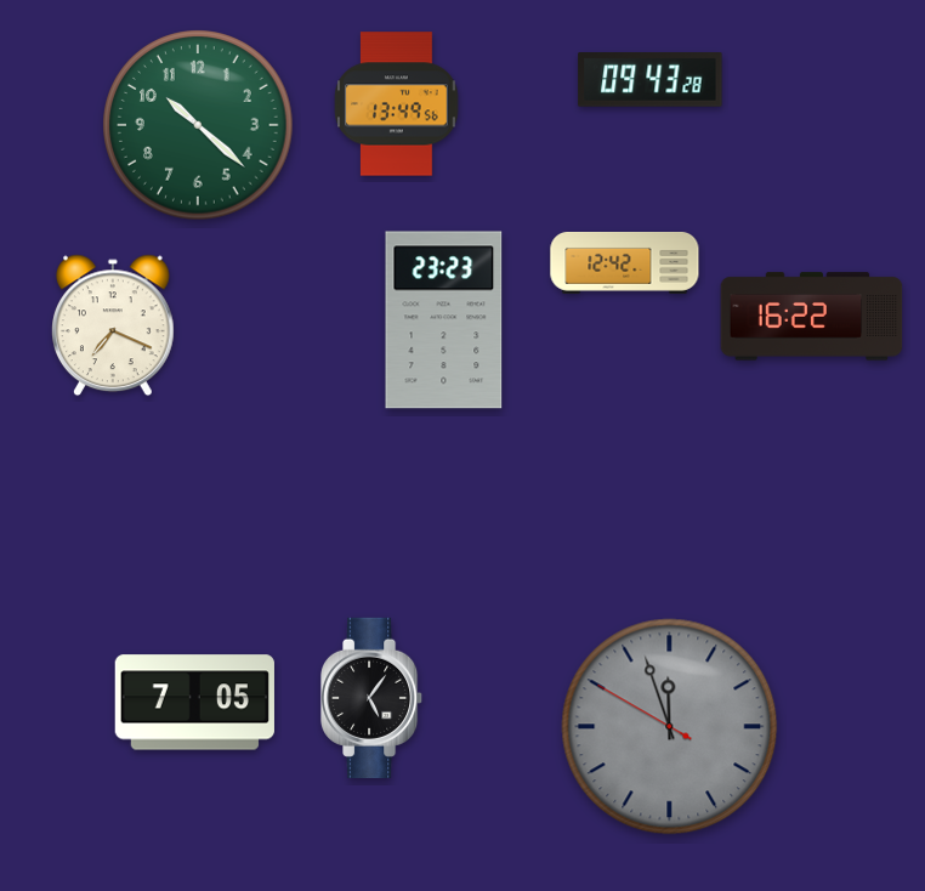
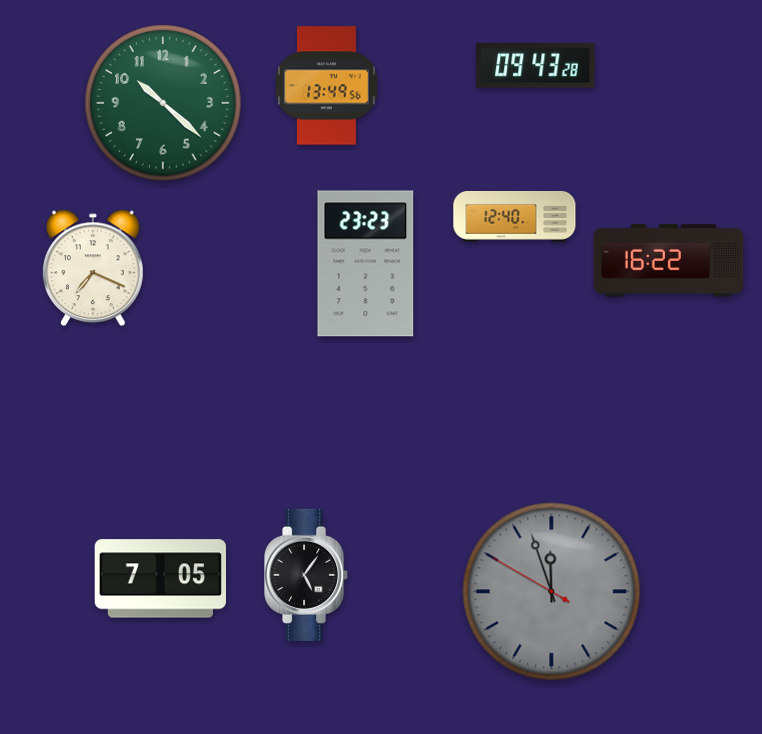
clock at (625, 263): 12:42 -> 12:40
clock at (670, 727) position: (670, 727) -> (552, 592)
